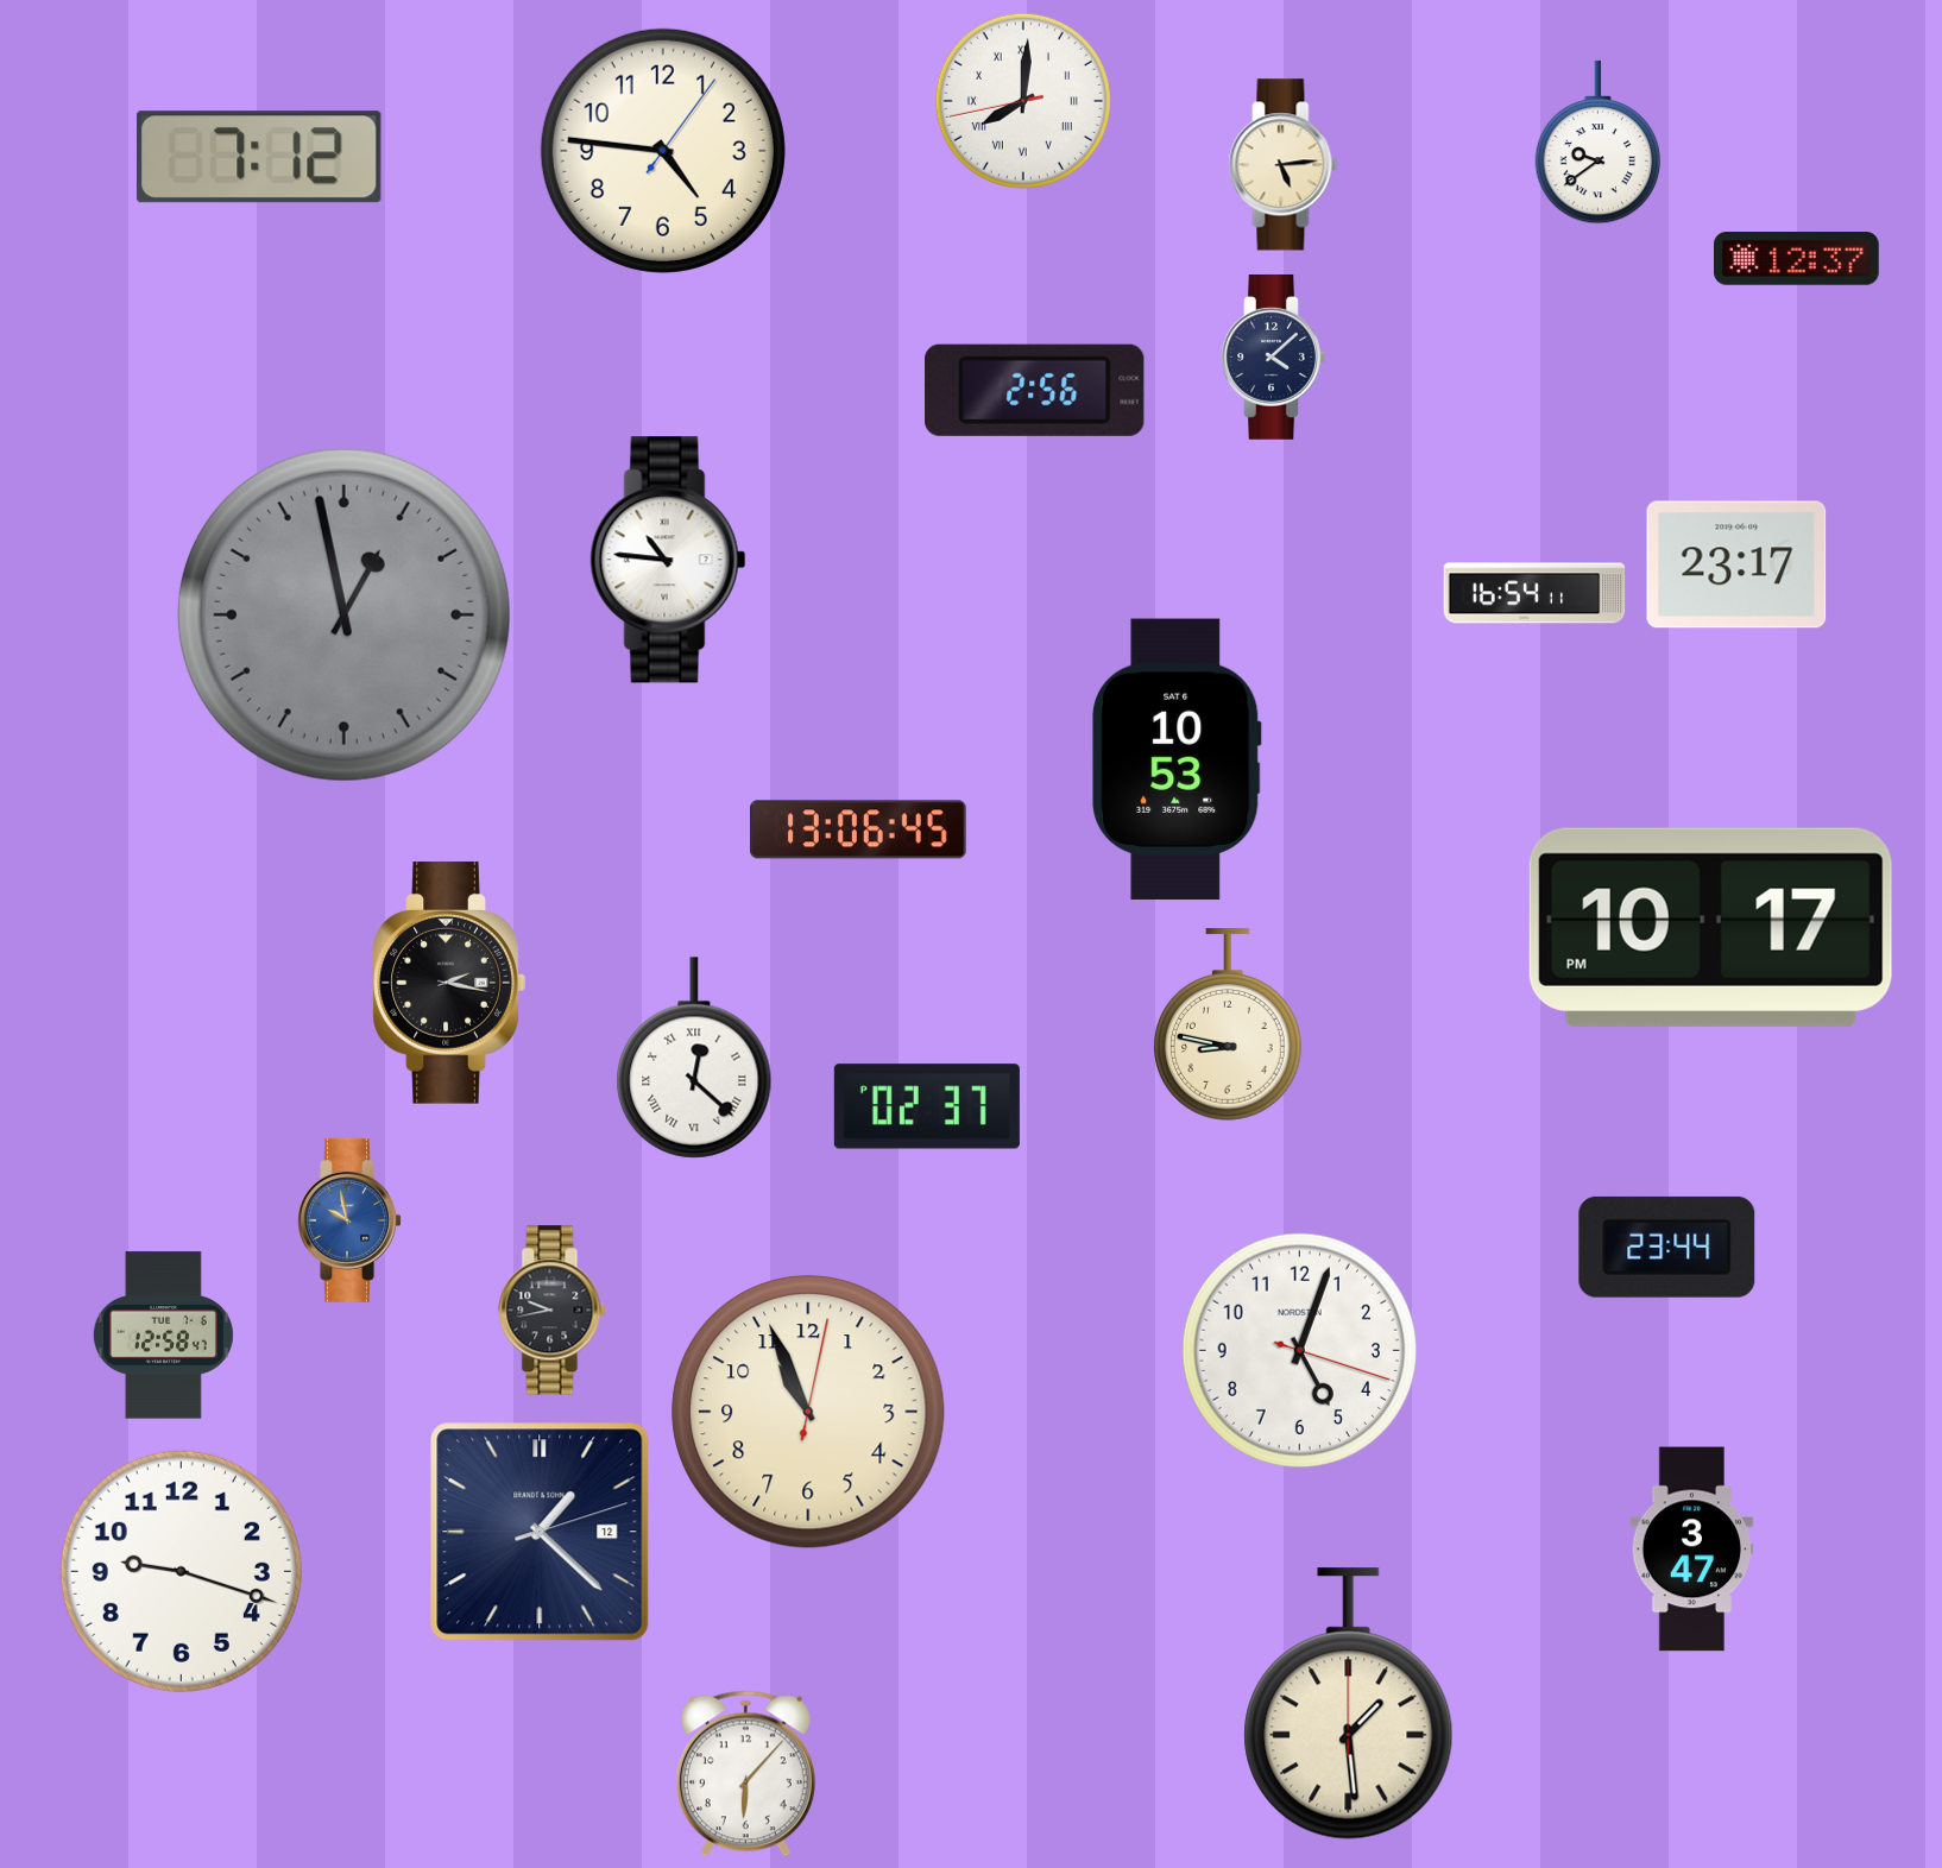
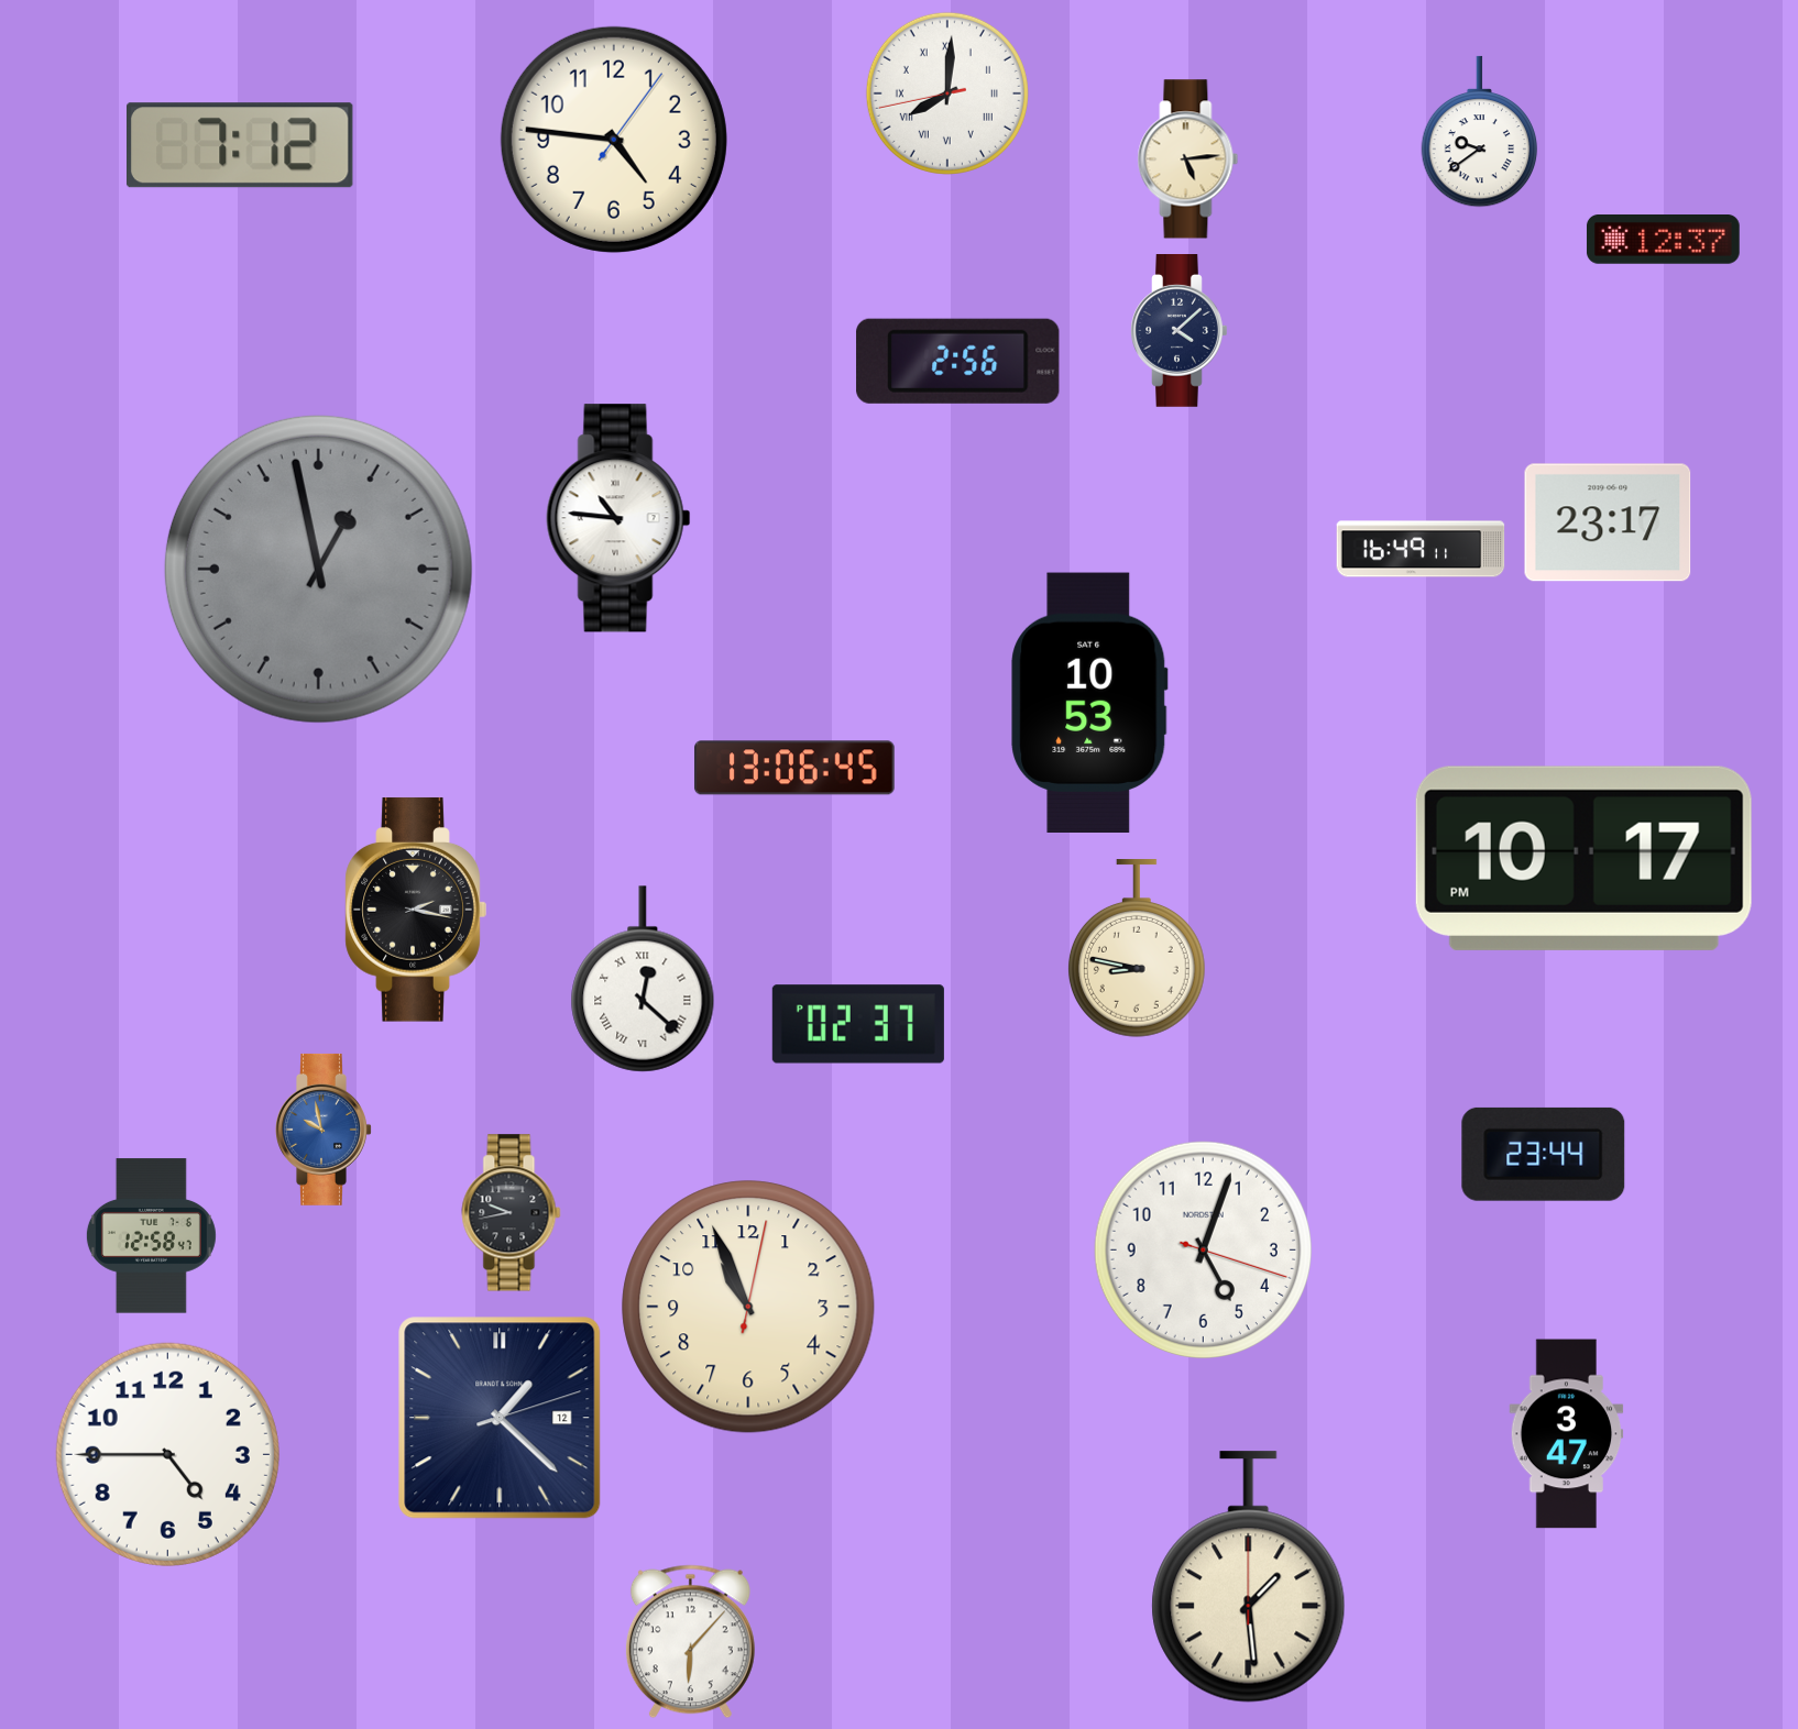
clock at (1284, 165) position: (1284, 165) -> (1188, 159)
clock at (1534, 593): 16:54 -> 16:49
clock at (181, 1571): 9:18 -> 4:45
